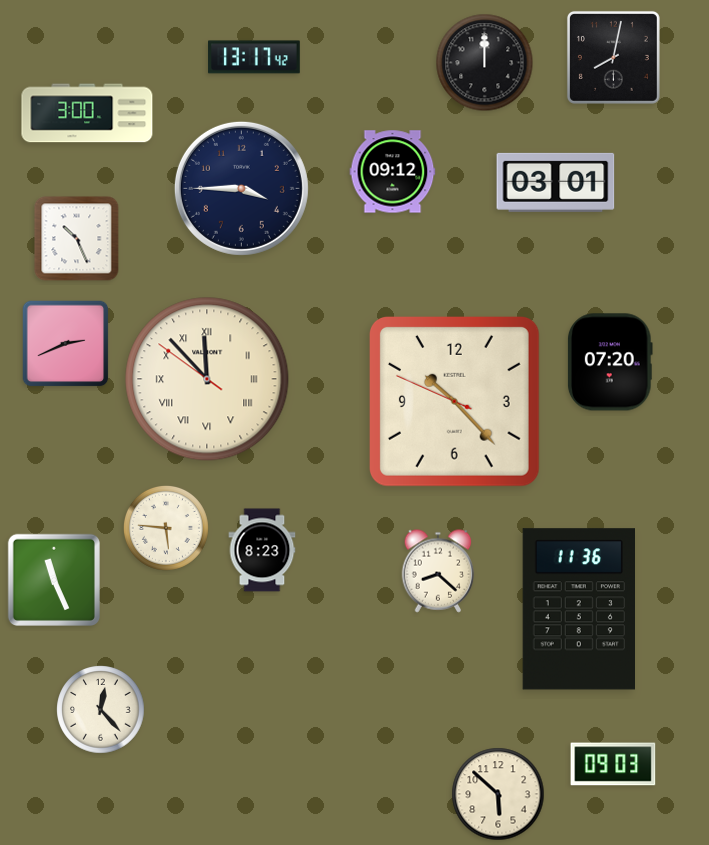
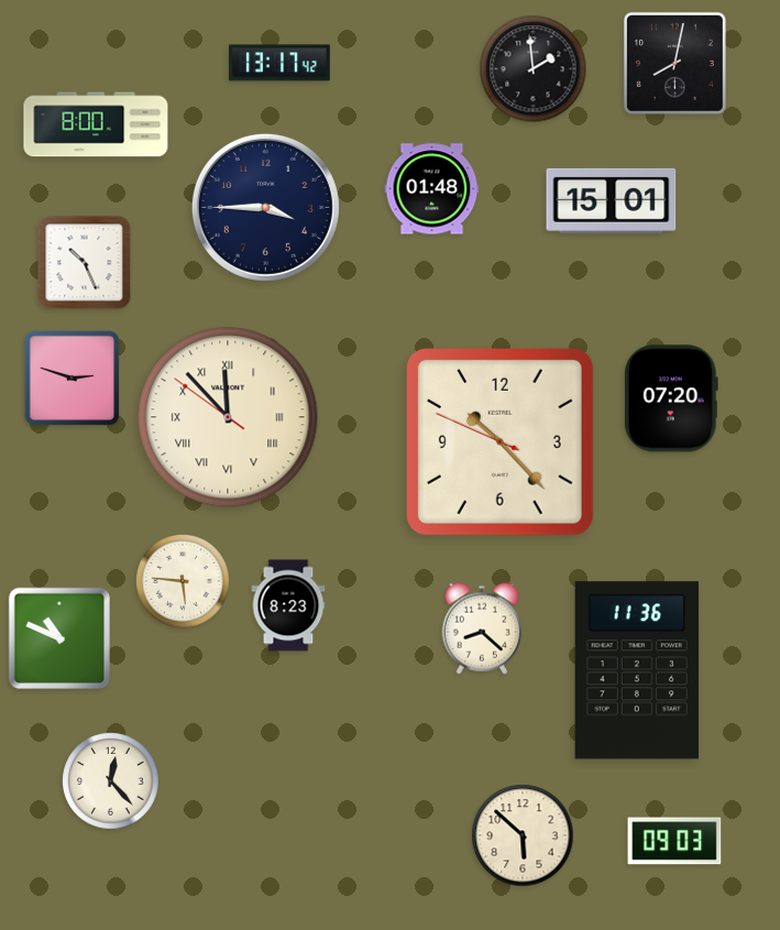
clock at (485, 63): 12:00 -> 1:59
clock at (87, 113): 3:00 -> 8:00
clock at (393, 172): 09:12 -> 01:48
clock at (556, 182): 03:01 -> 15:01
clock at (66, 344): 2:41 -> 2:48
clock at (53, 579): 11:26 -> 10:49
clock at (498, 794) position: (498, 794) -> (523, 835)
